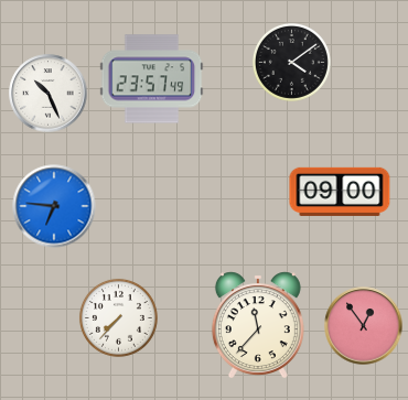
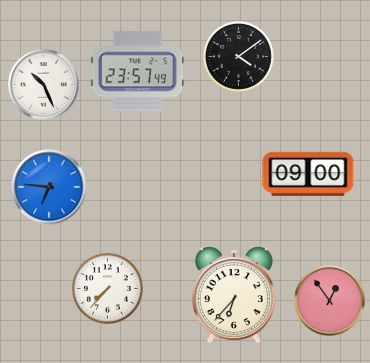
clock at (291, 62) position: (291, 62) -> (238, 56)
clock at (258, 325): 11:37 -> 6:37
clock at (364, 326) position: (364, 326) -> (330, 301)
